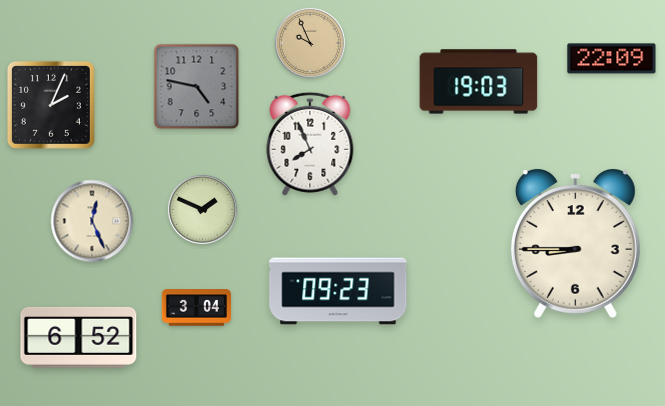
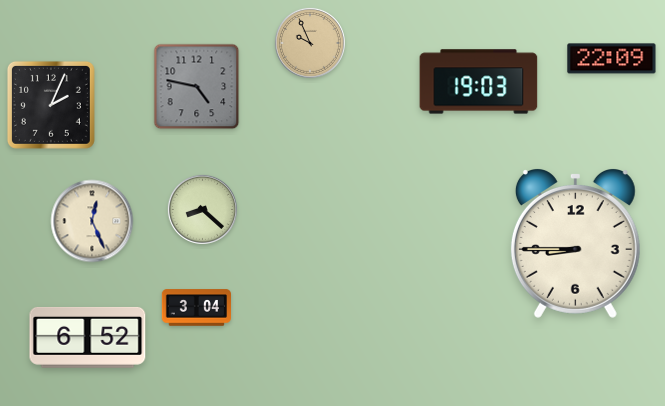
clock at (310, 144): 7:56 -> none
clock at (202, 209): 1:49 -> 8:22
clock at (338, 291): 09:23 -> none
clock at (79, 337) position: (79, 337) -> (88, 337)
